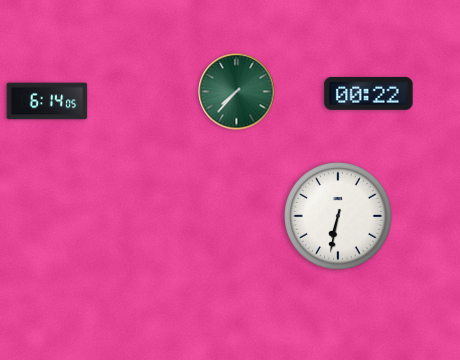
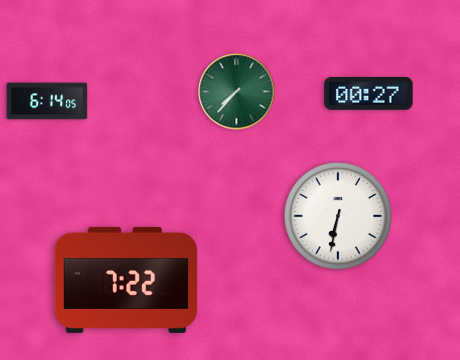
clock at (369, 94): 00:22 -> 00:27
clock at (126, 280): none -> 7:22
